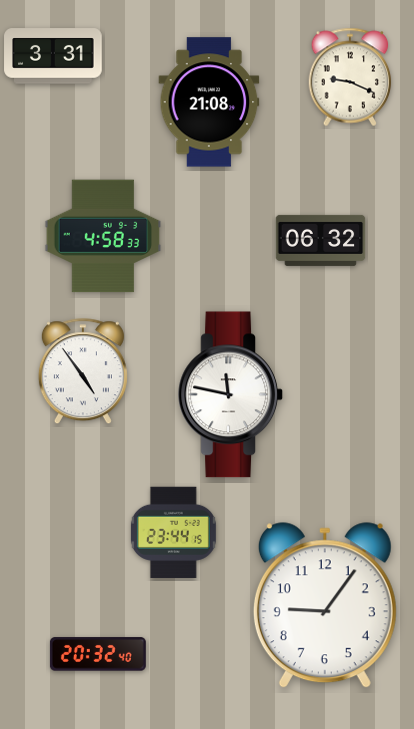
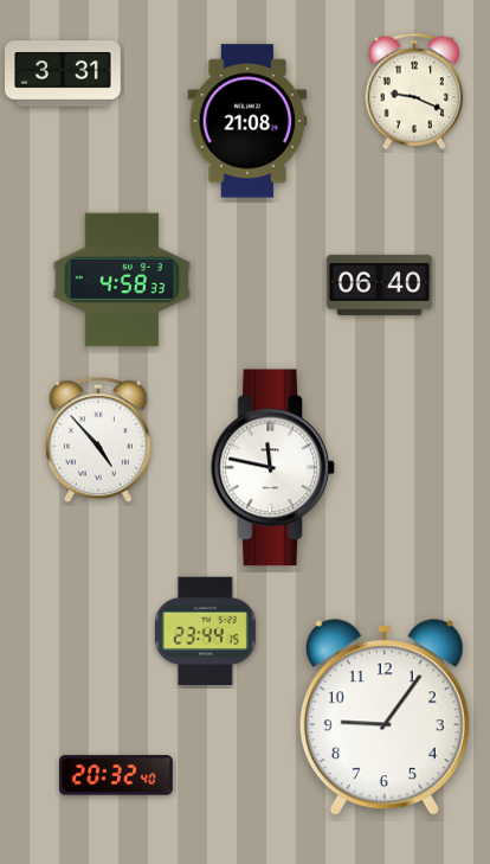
clock at (53, 56) position: (53, 56) -> (63, 73)
clock at (321, 240): 06:32 -> 06:40
clock at (83, 372): 4:54 -> 4:53
